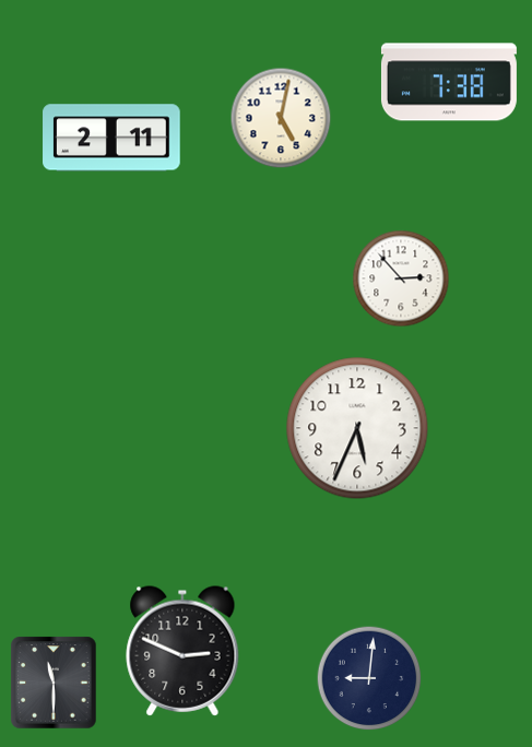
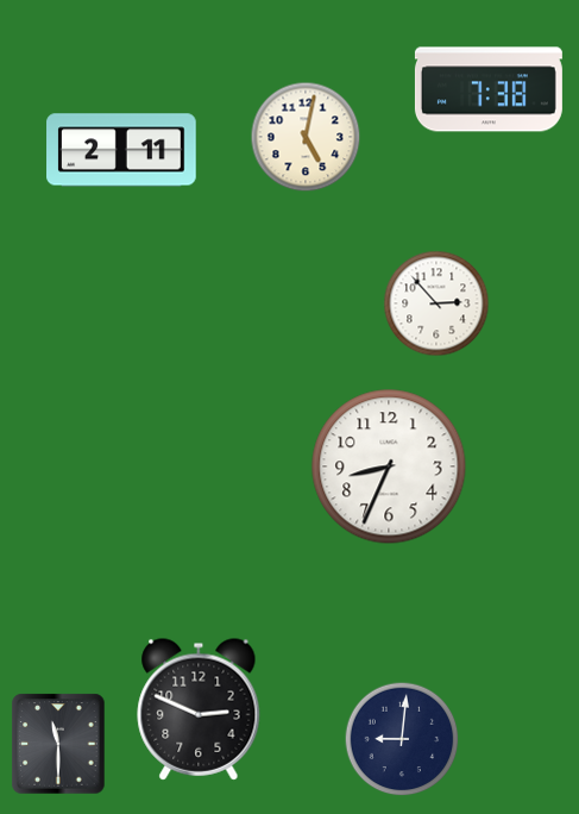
clock at (281, 118) position: (281, 118) -> (306, 137)
clock at (357, 428): 5:34 -> 8:34
